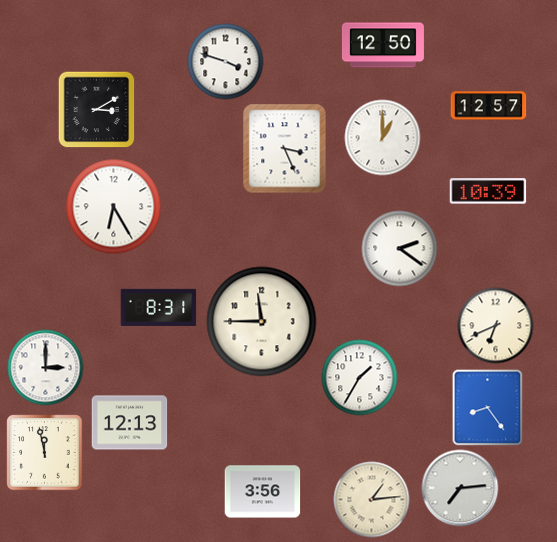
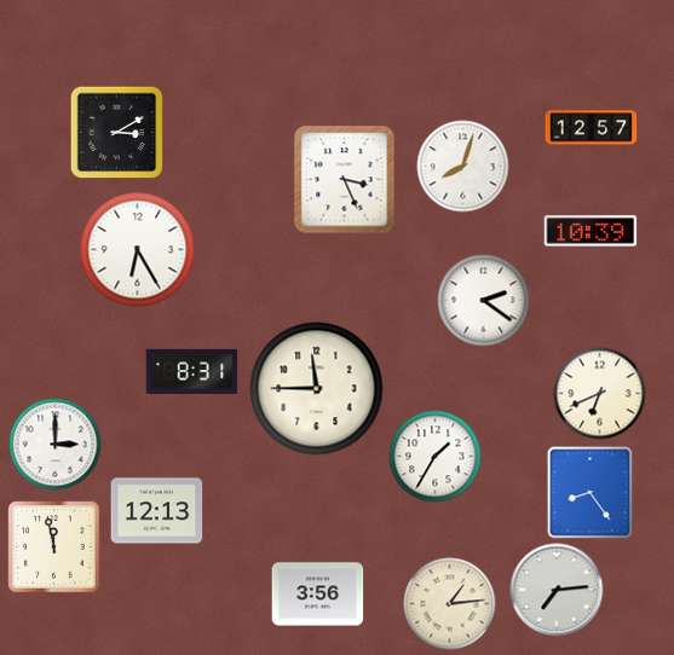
clock at (383, 45): 12:50 -> none
clock at (226, 62): 3:48 -> none
clock at (383, 138): 1:00 -> 8:03
